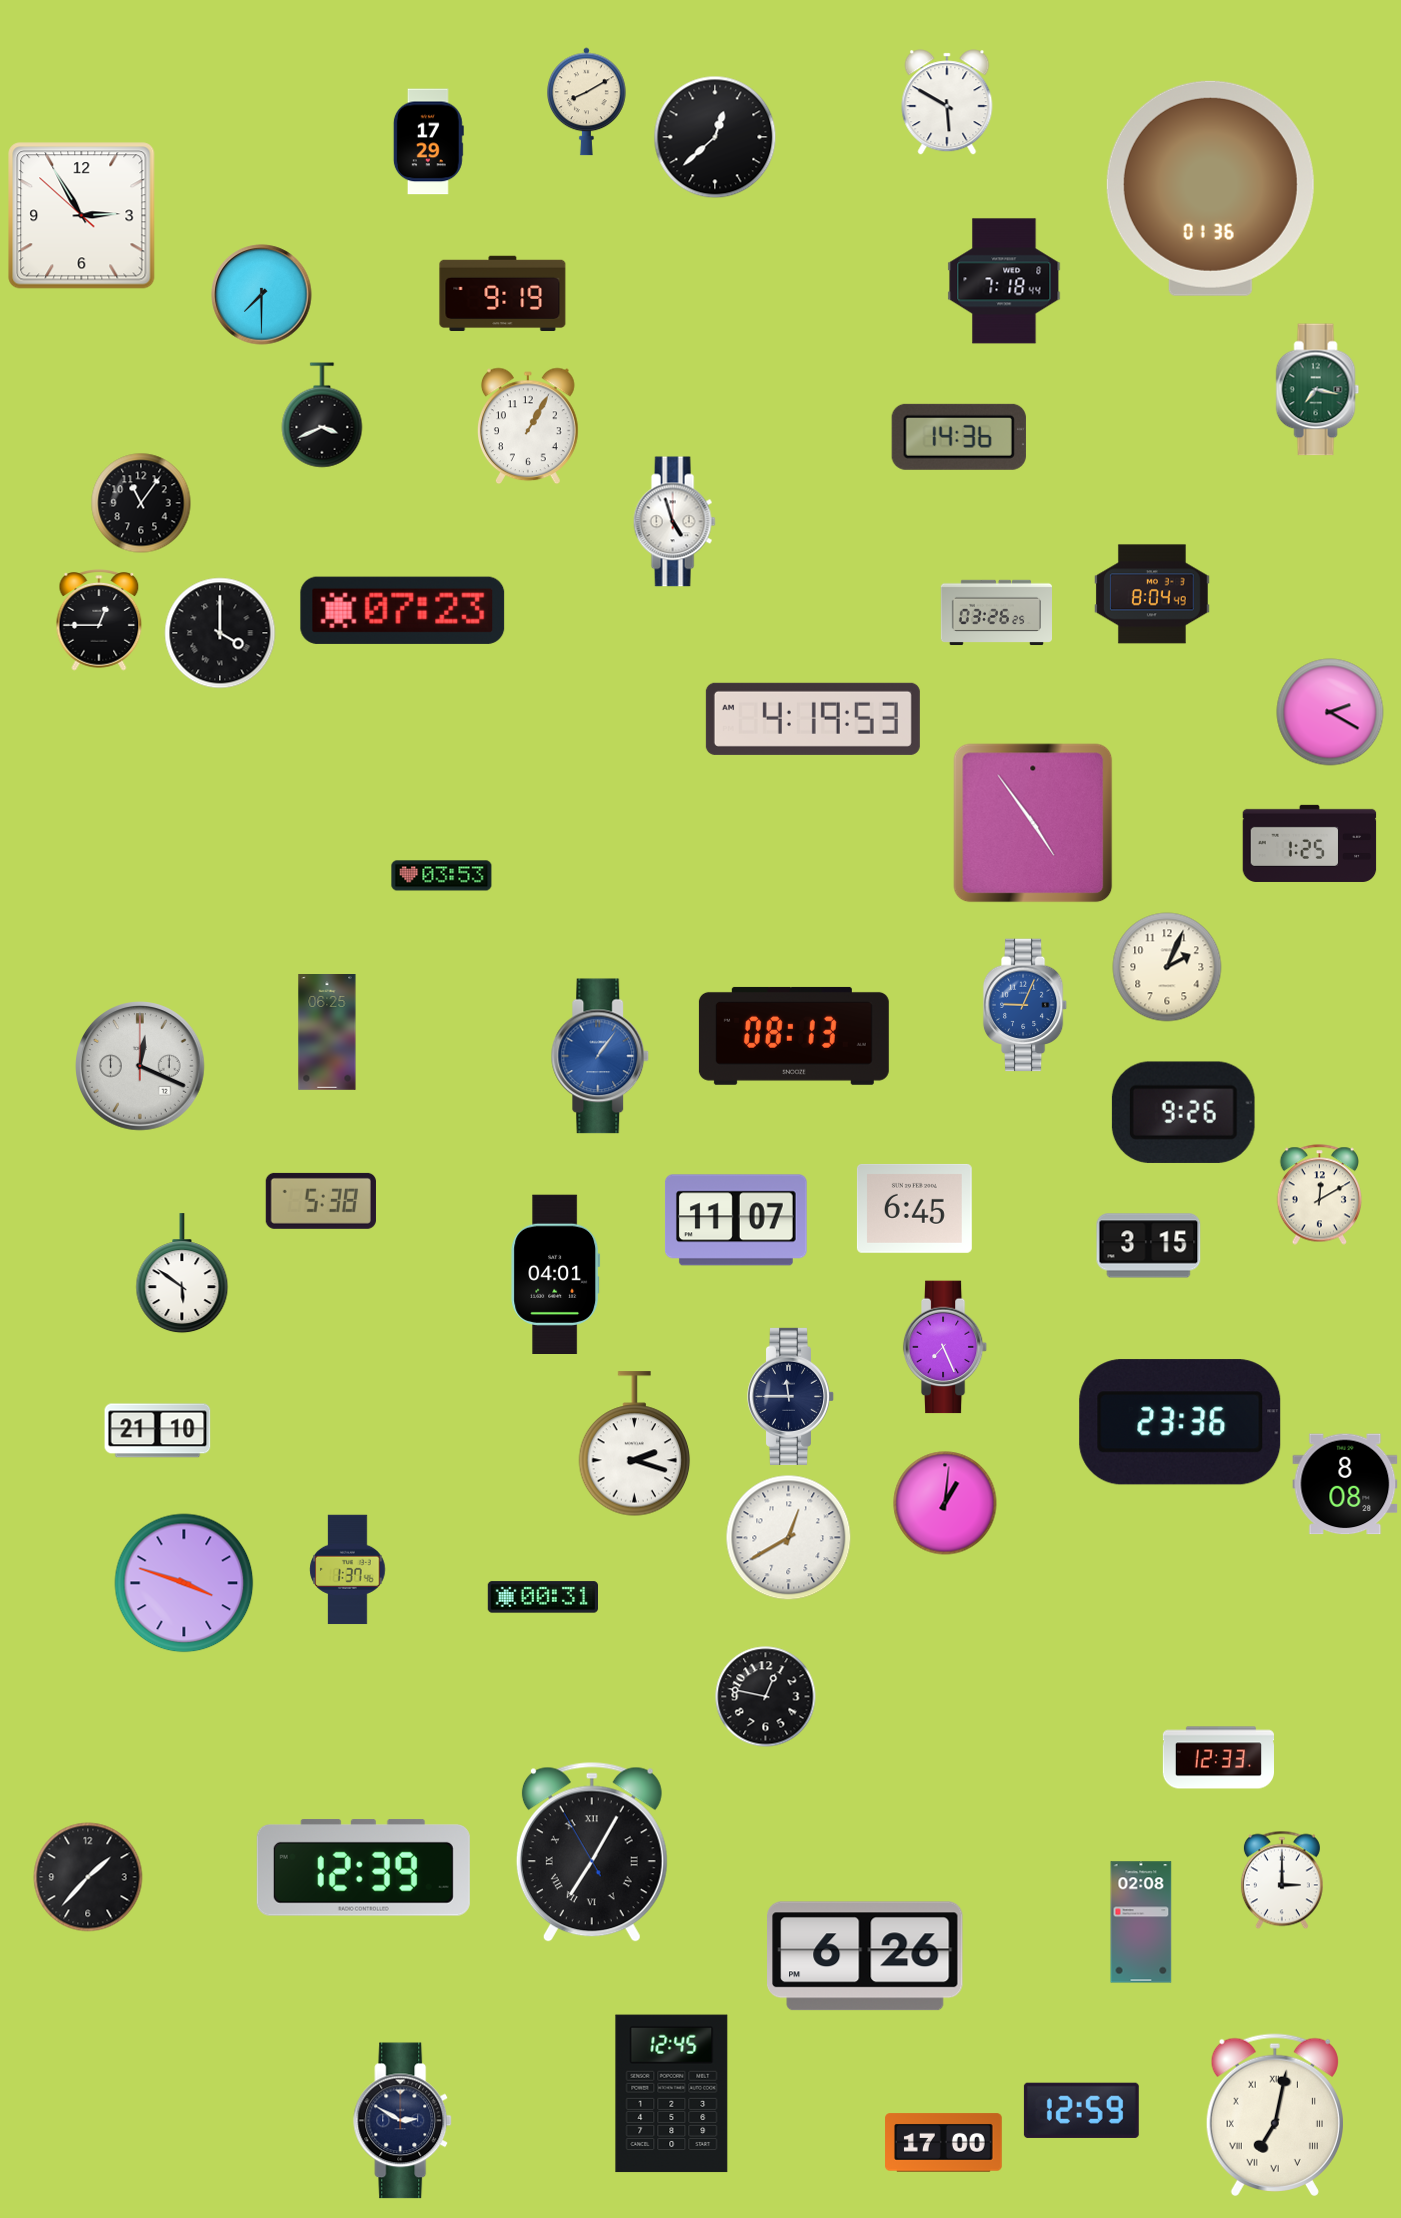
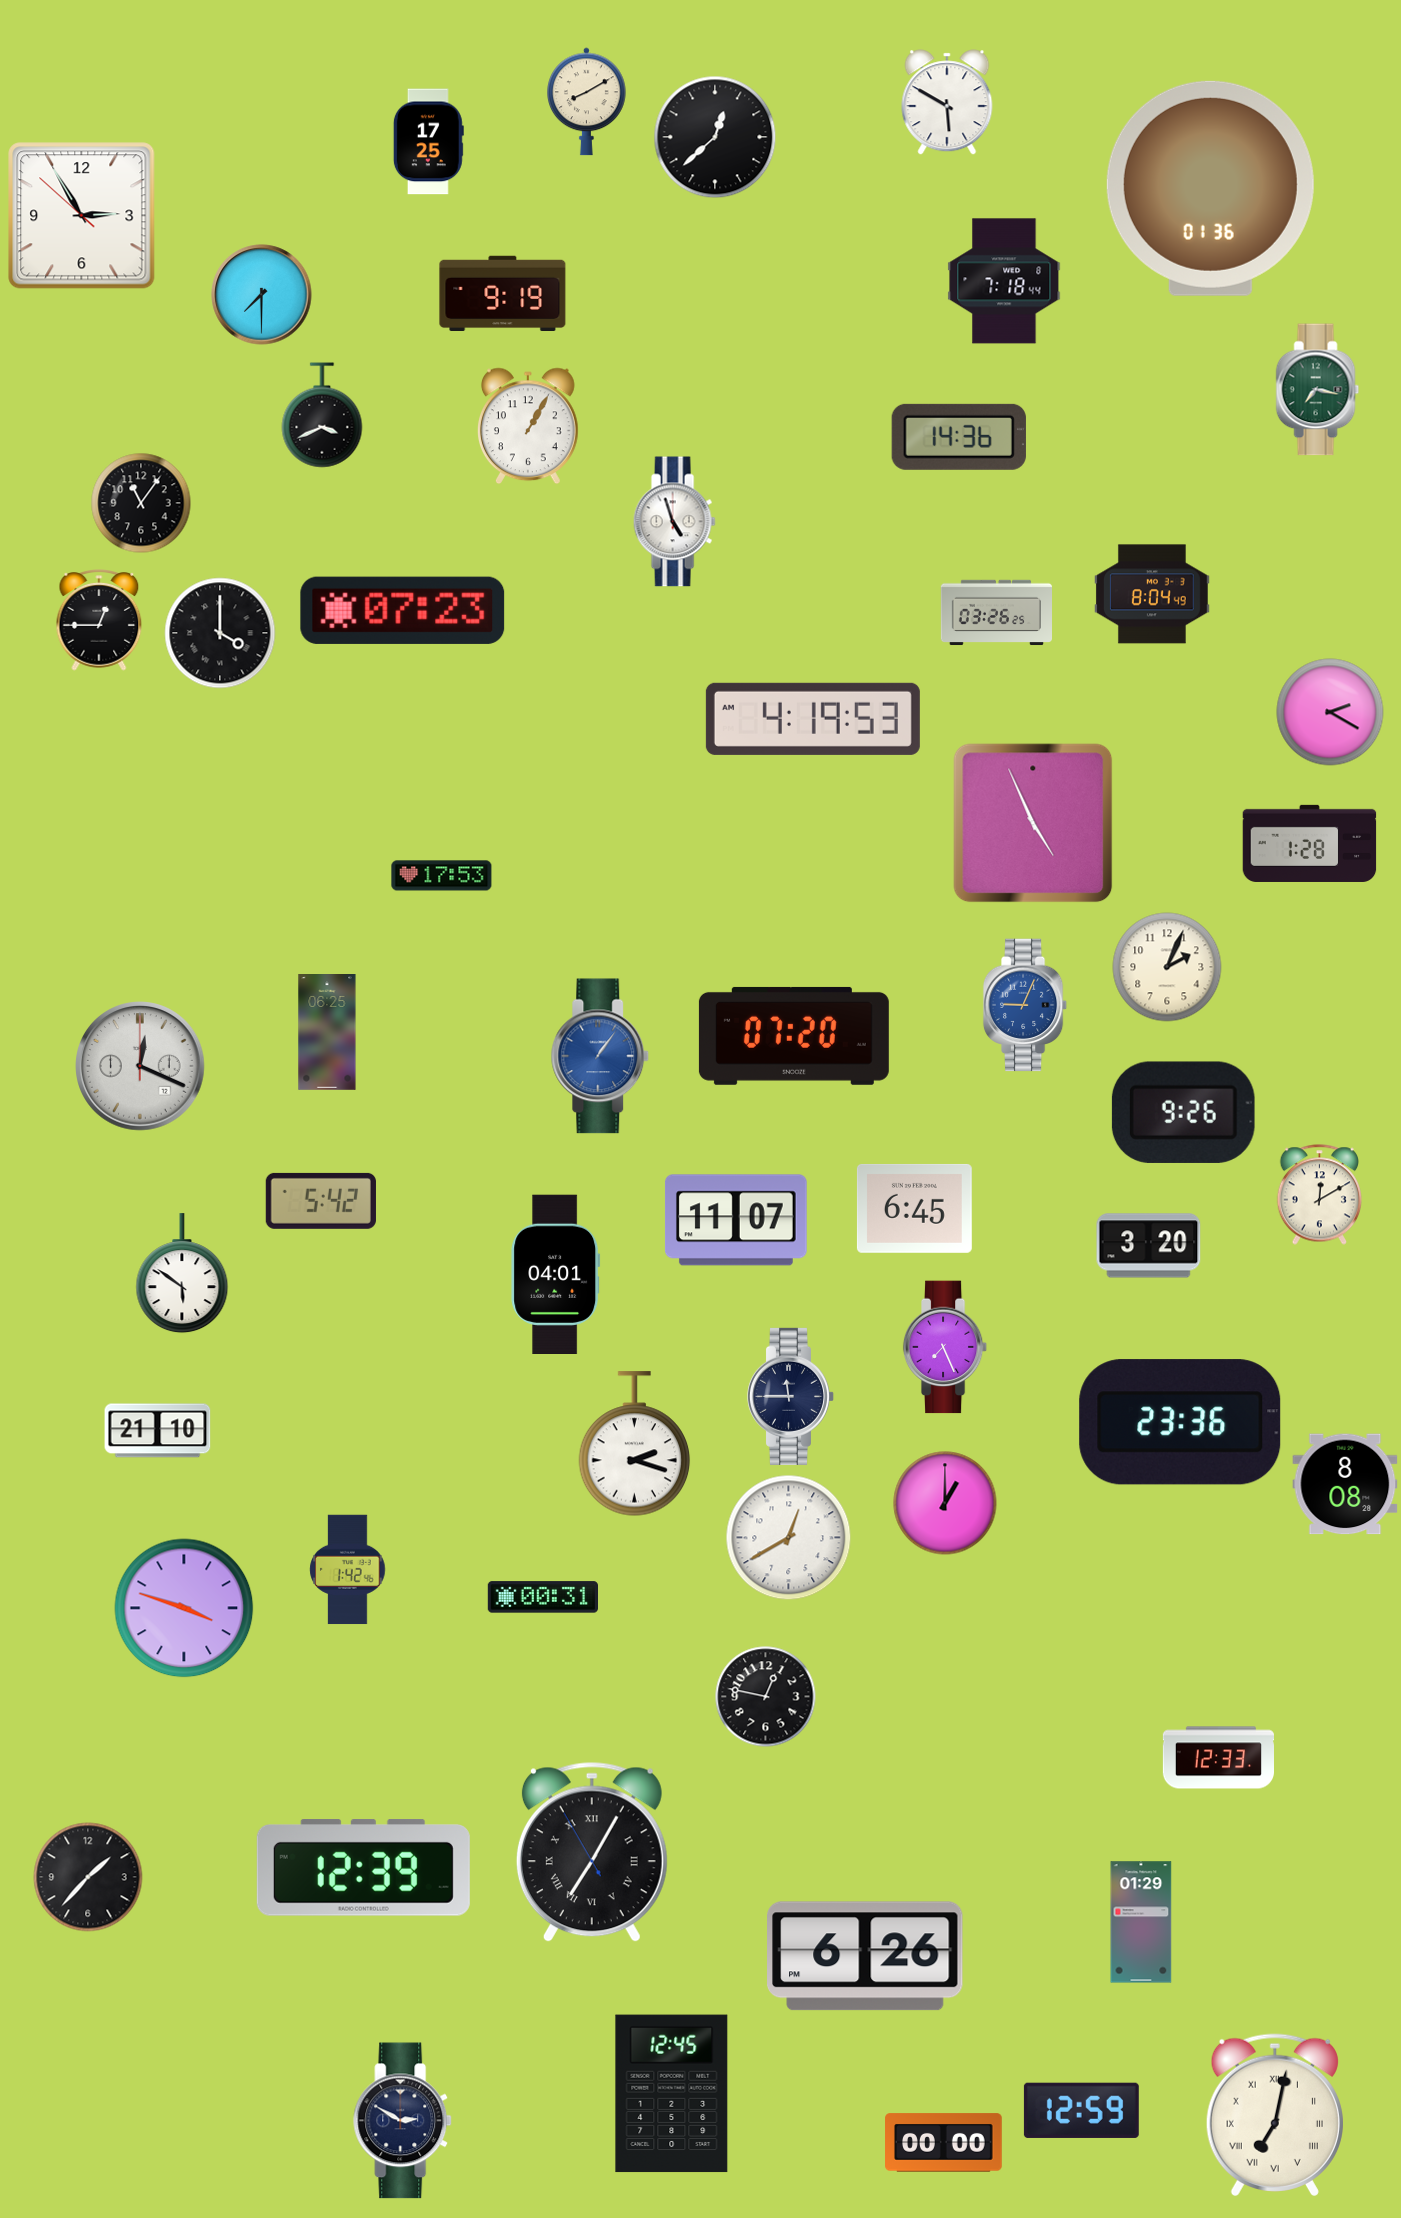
clock at (428, 142): 17:29 -> 17:25
clock at (1033, 823): 4:54 -> 4:56
clock at (1310, 843): 1:25 -> 1:28
clock at (442, 876): 03:53 -> 17:53
clock at (794, 1036): 08:13 -> 07:20
clock at (321, 1201): 5:38 -> 5:42
clock at (1149, 1246): 3:15 -> 3:20
clock at (945, 1503): 1:01 -> 1:00
clock at (348, 1570): 1:37 -> 1:42
clock at (184, 1583) position: (184, 1583) -> (184, 1608)
clock at (1282, 1880): 3:00 -> none
clock at (1141, 1922): 02:08 -> 01:29
clock at (944, 2143): 17:00 -> 00:00
